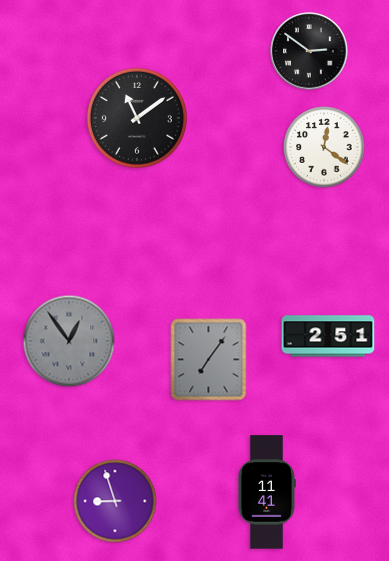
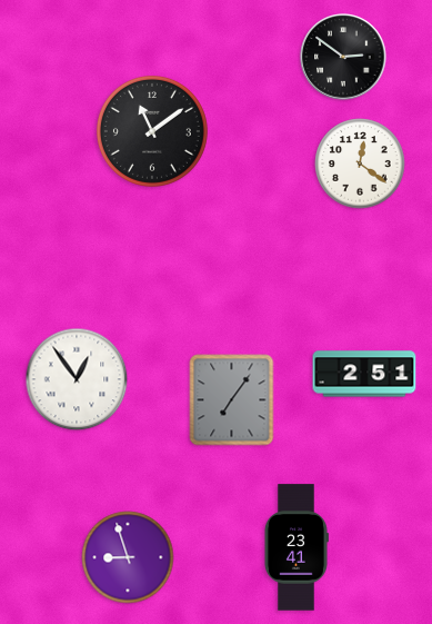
clock at (69, 341) dial: grey -> white
clock at (266, 492): 11:41 -> 23:41
